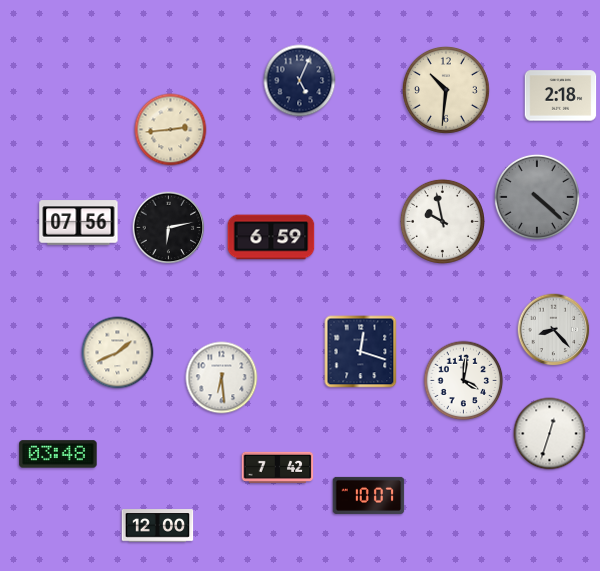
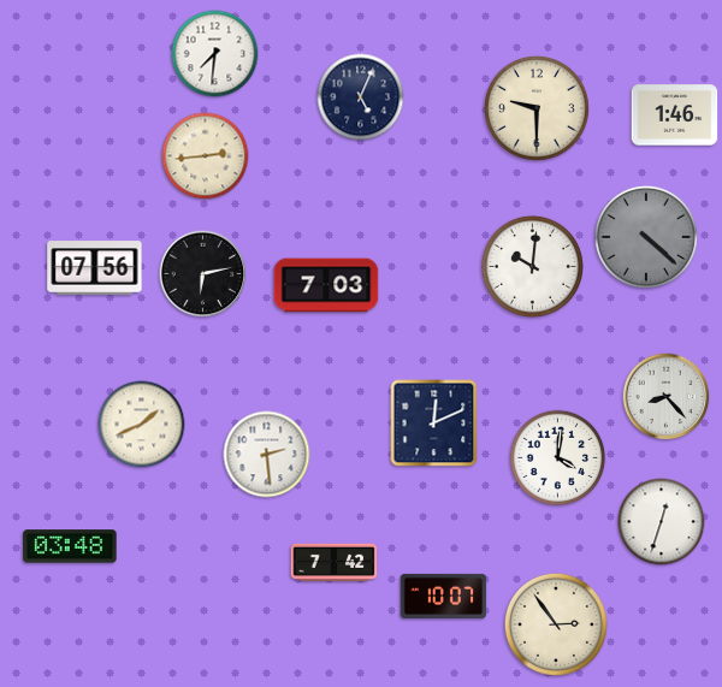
clock at (215, 54): none -> 7:31
clock at (446, 90): 10:31 -> 9:30
clock at (561, 96): 2:18 -> 1:46
clock at (442, 221): 9:58 -> 10:01
clock at (271, 237): 6:59 -> 7:03
clock at (361, 352): 12:18 -> 12:11
clock at (222, 378): 6:29 -> 2:29
clock at (556, 624): none -> 2:54
clock at (158, 526): 12:00 -> none
